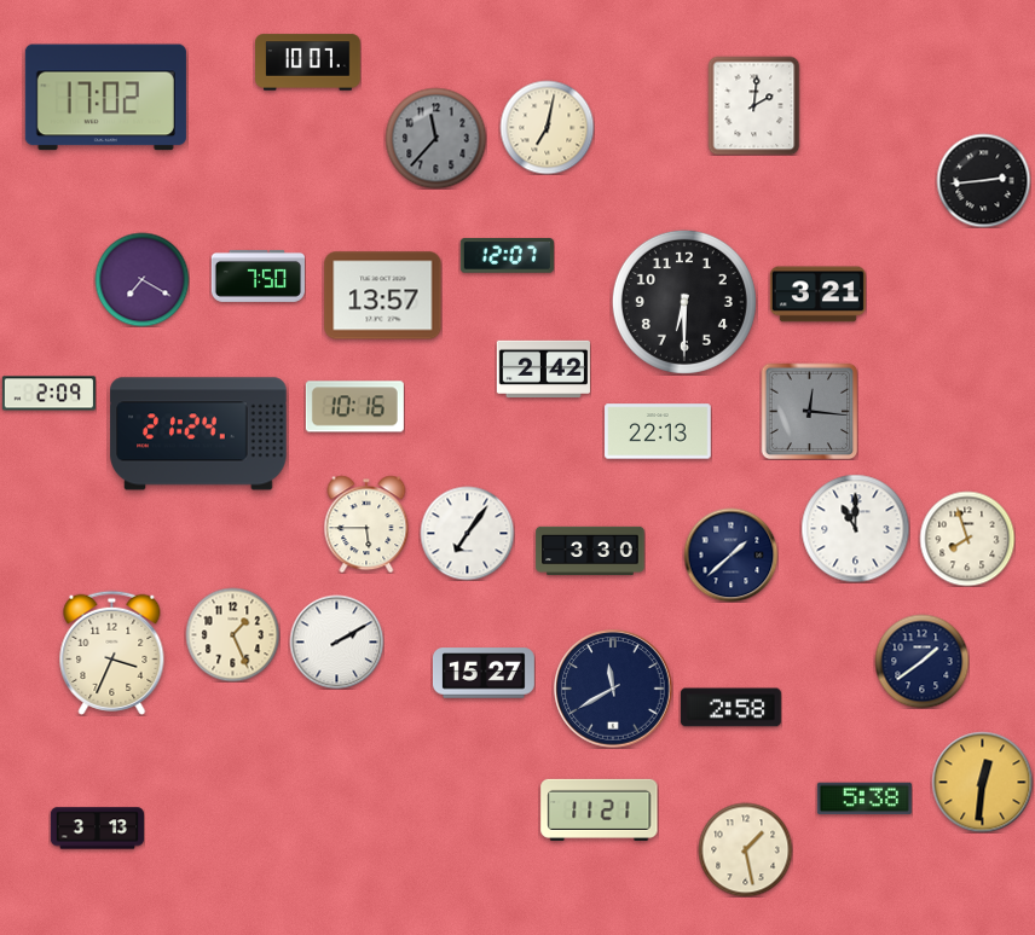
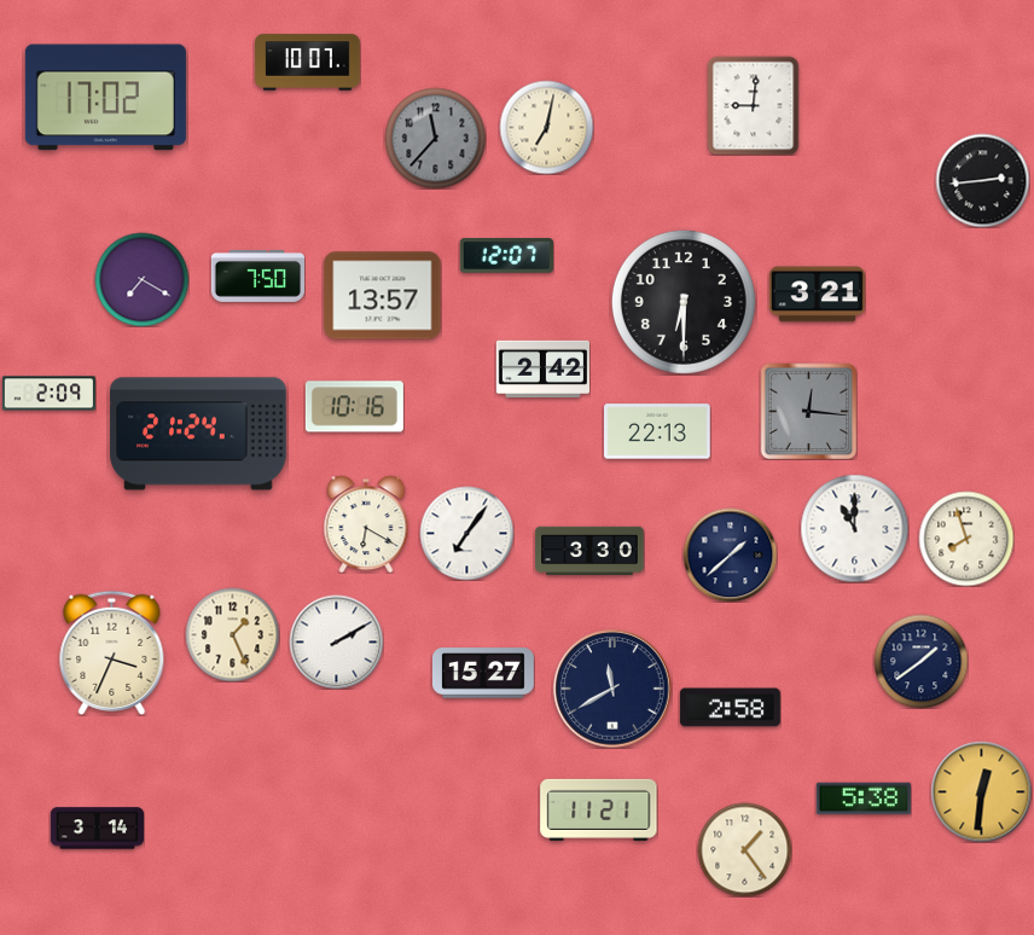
clock at (754, 105): 2:01 -> 9:01
clock at (366, 524): 5:45 -> 6:20
clock at (982, 782) position: (982, 782) -> (981, 791)
clock at (97, 829): 3:13 -> 3:14
clock at (745, 849): 1:28 -> 1:24
